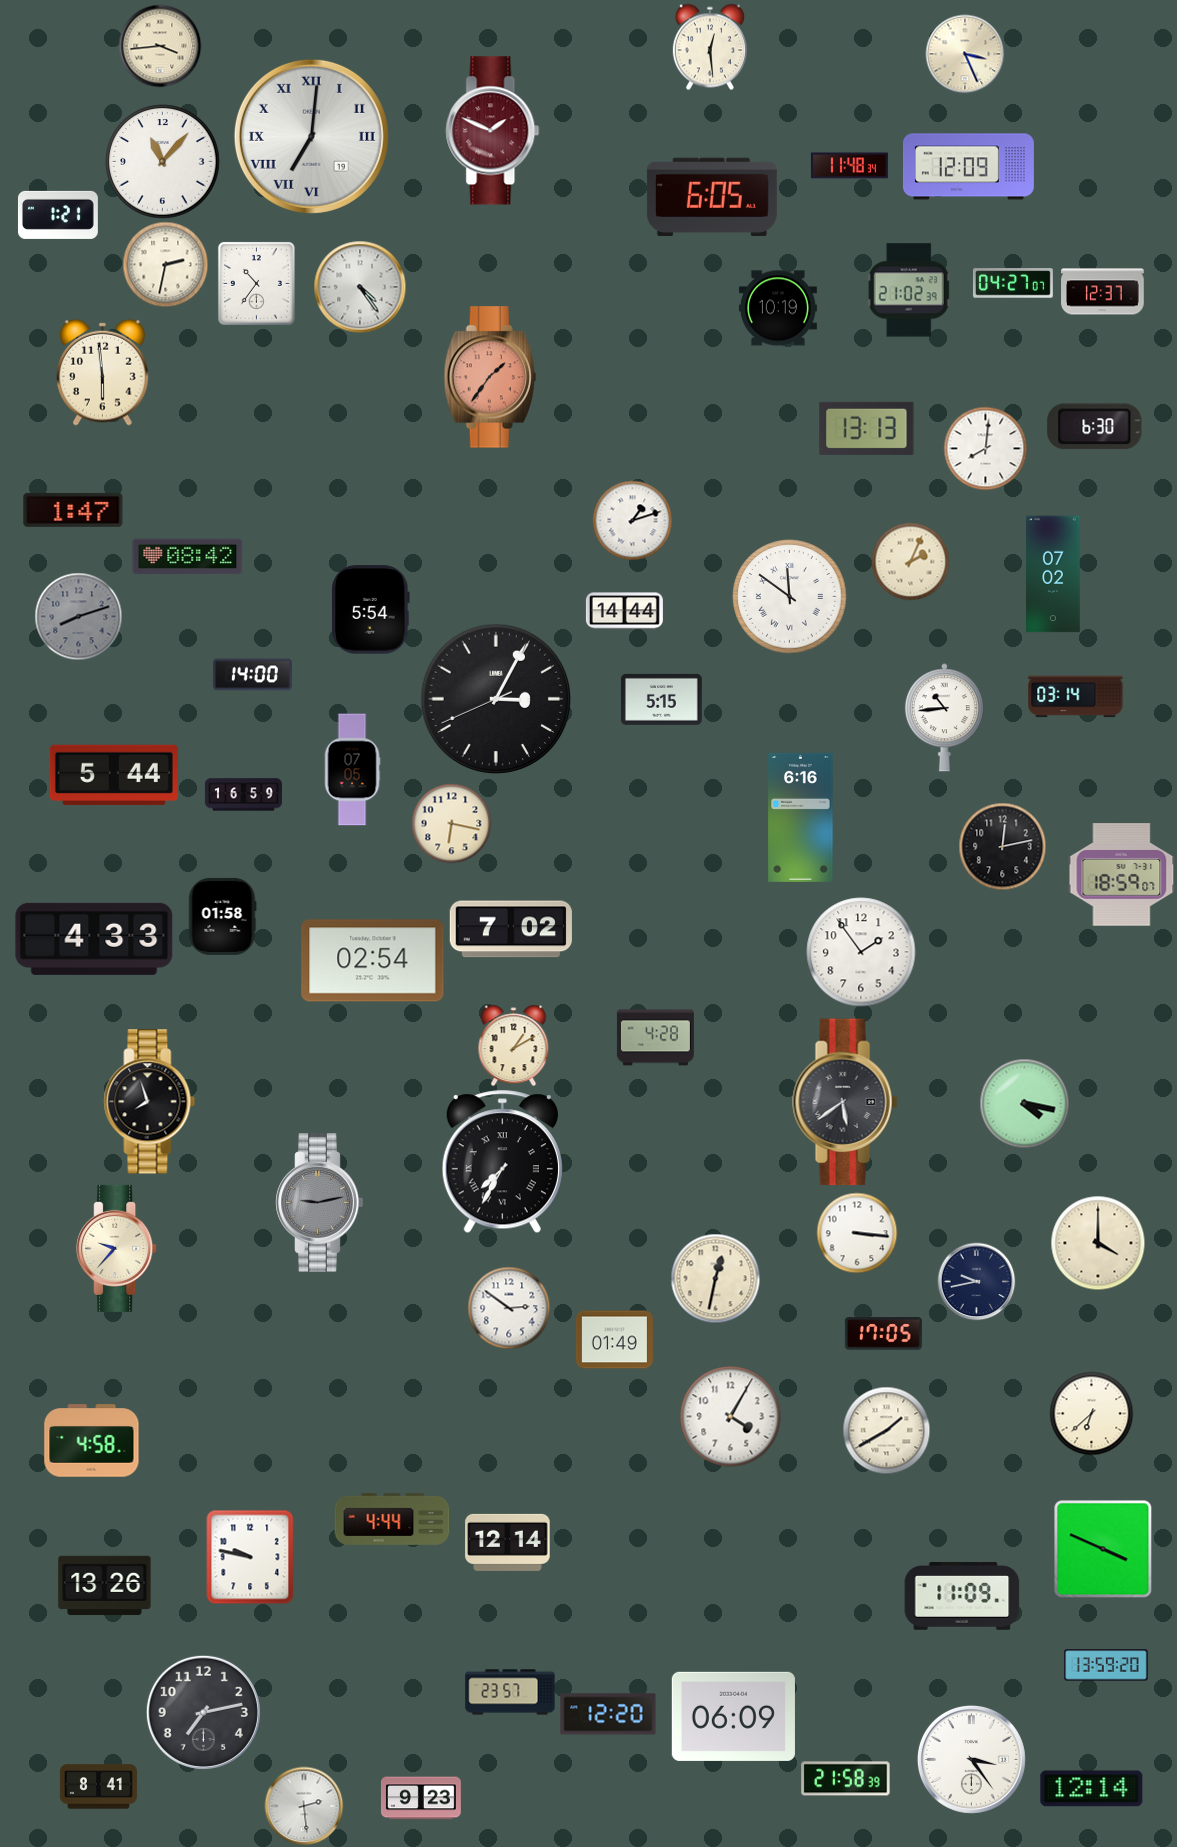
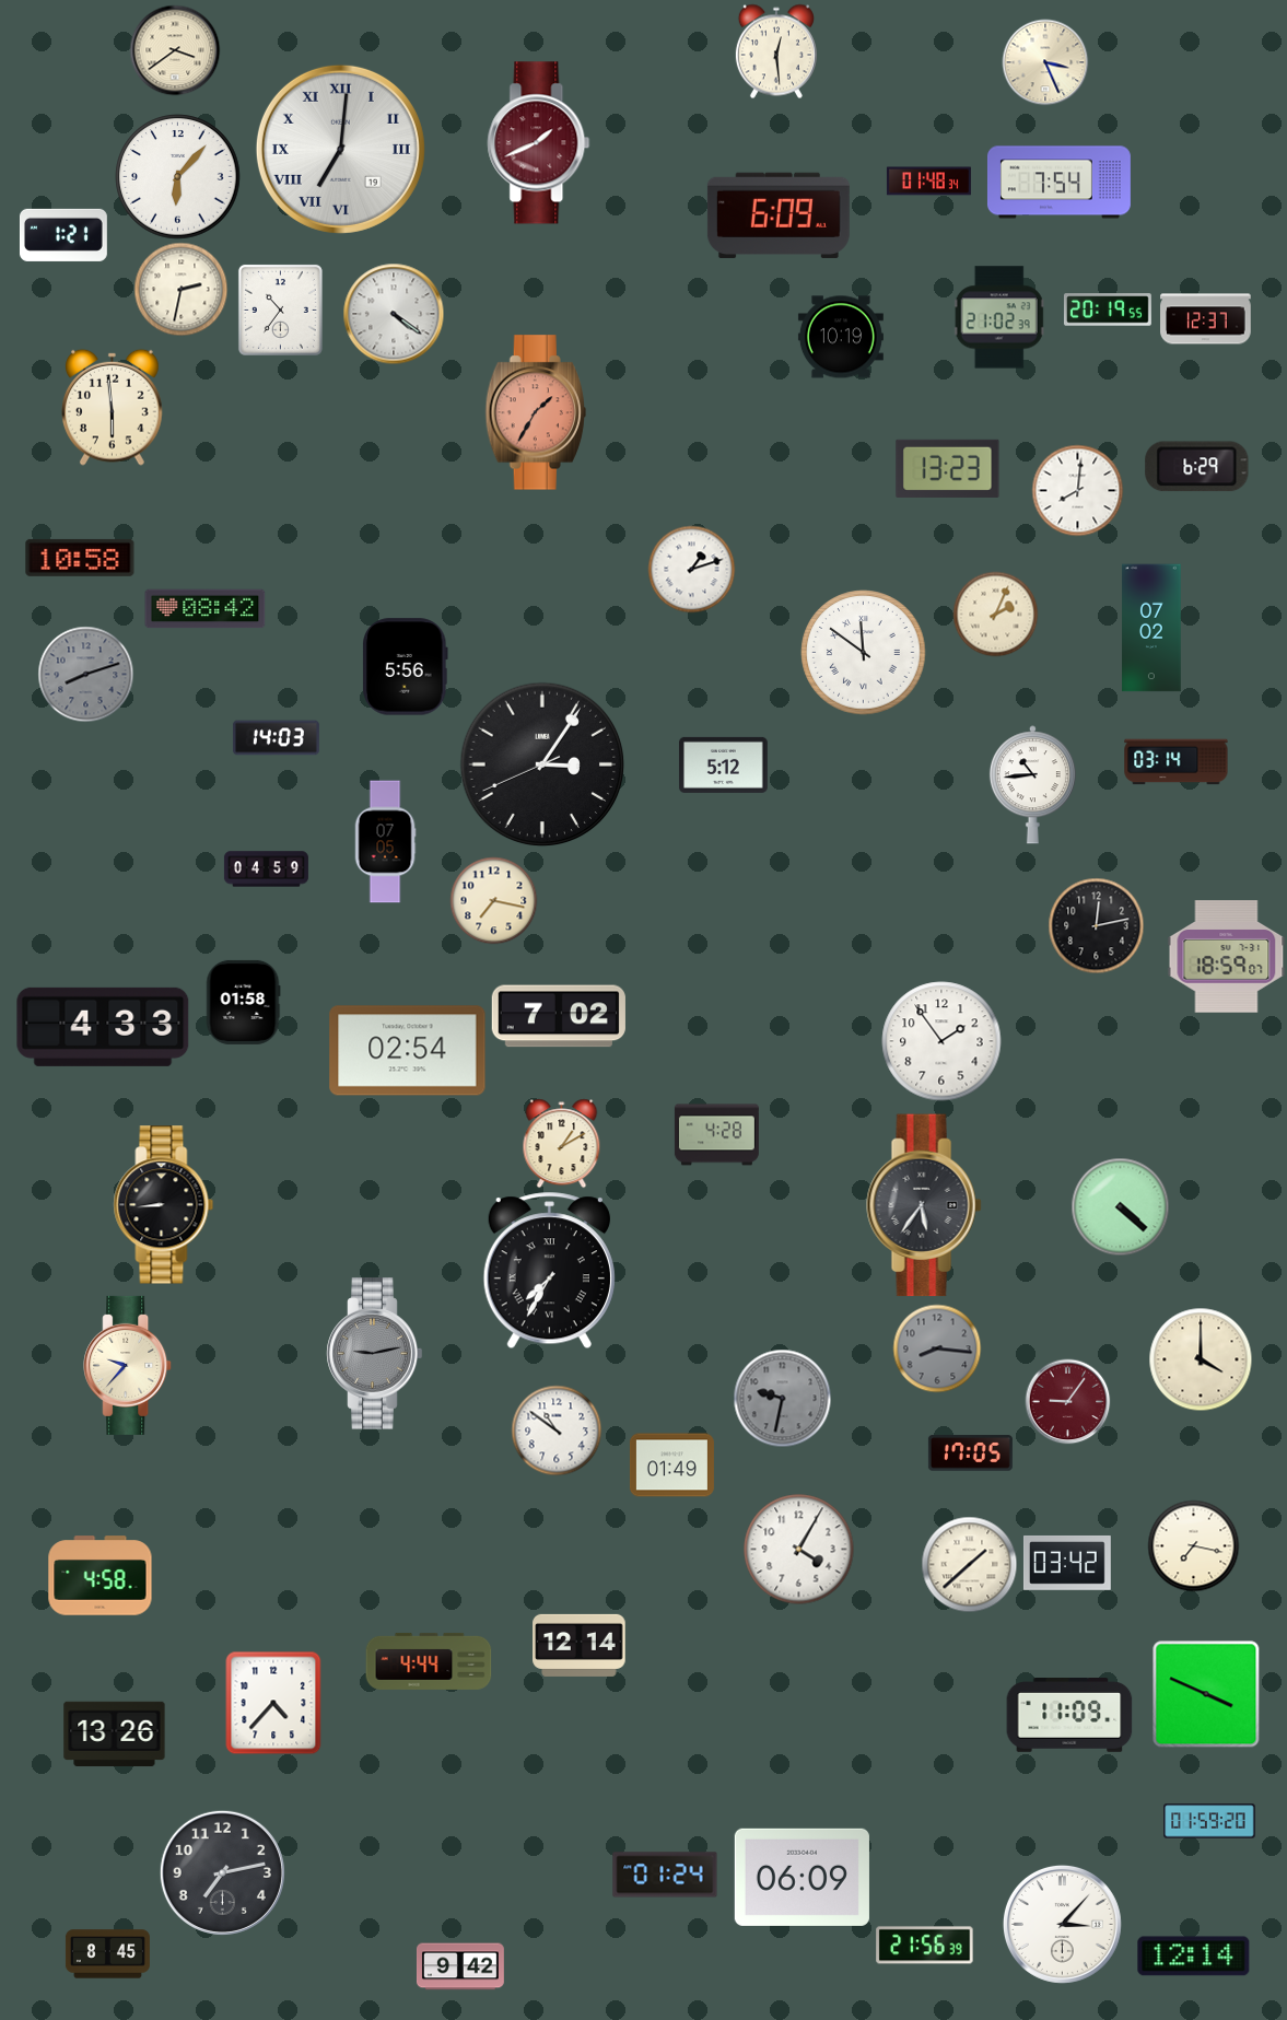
clock at (160, 46): 3:44 -> 3:39
clock at (965, 54) position: (965, 54) -> (1045, 62)
clock at (493, 131): 1:49 -> 1:41
clock at (163, 162): 11:07 -> 6:07
clock at (849, 166): 11:48 -> 01:48
clock at (968, 167): 12:09 -> 7:54
clock at (712, 197): 6:05 -> 6:09
clock at (1013, 283): 04:27 -> 20:19
clock at (360, 287): 4:24 -> 4:21
clock at (909, 290) position: (909, 290) -> (999, 317)
clock at (778, 308) position: (778, 308) -> (841, 337)
clock at (490, 377): 1:36 -> 1:35
clock at (1095, 427): 6:30 -> 6:29
clock at (867, 428): 13:13 -> 13:23
clock at (73, 510): 1:47 -> 10:58
clock at (371, 610): 5:54 -> 5:56
clock at (624, 611): 14:44 -> none
clock at (252, 675): 14:00 -> 14:03
clock at (496, 699): 3:04 -> 3:05
clock at (662, 699): 5:15 -> 5:12
clock at (114, 775): 5:44 -> none
clock at (243, 795): 16:59 -> 04:59
clock at (801, 817): 6:16 -> none
clock at (451, 823): 6:17 -> 7:17
clock at (150, 1102): 7:57 -> 8:44
clock at (845, 1102): 5:39 -> 5:36
clock at (1024, 1103): 4:17 -> 4:22
clock at (320, 1203) position: (320, 1203) -> (375, 1354)
clock at (857, 1233): 3:16 -> 8:16
clock at (857, 1233) dial: white -> grey
clock at (715, 1278): 12:32 -> 9:32
clock at (715, 1278) dial: cream -> grey
clock at (976, 1281): 9:43 -> 9:06
clock at (976, 1281) dial: navy -> burgundy
clock at (509, 1308): 2:51 -> 10:51
clock at (883, 1334) position: (883, 1334) -> (970, 1453)
clock at (1091, 1413): 6:38 -> 7:17
clock at (1067, 1563): none -> 03:42
clock at (886, 1430): 1:40 -> 1:38
clock at (508, 1542) position: (508, 1542) -> (580, 1645)
clock at (250, 1557): 9:47 -> 4:37
clock at (962, 1597) position: (962, 1597) -> (1069, 1716)
clock at (1106, 1665): 13:59 -> 01:59
clock at (510, 1692): 23:57 -> none
clock at (608, 1714): 12:20 -> 01:24
clock at (971, 1759): 3:24 -> 3:07
clock at (846, 1779): 21:58 -> 21:56
clock at (98, 1787): 8:41 -> 8:45
clock at (421, 1798): 9:23 -> 9:42
clock at (304, 1806): 2:29 -> none
